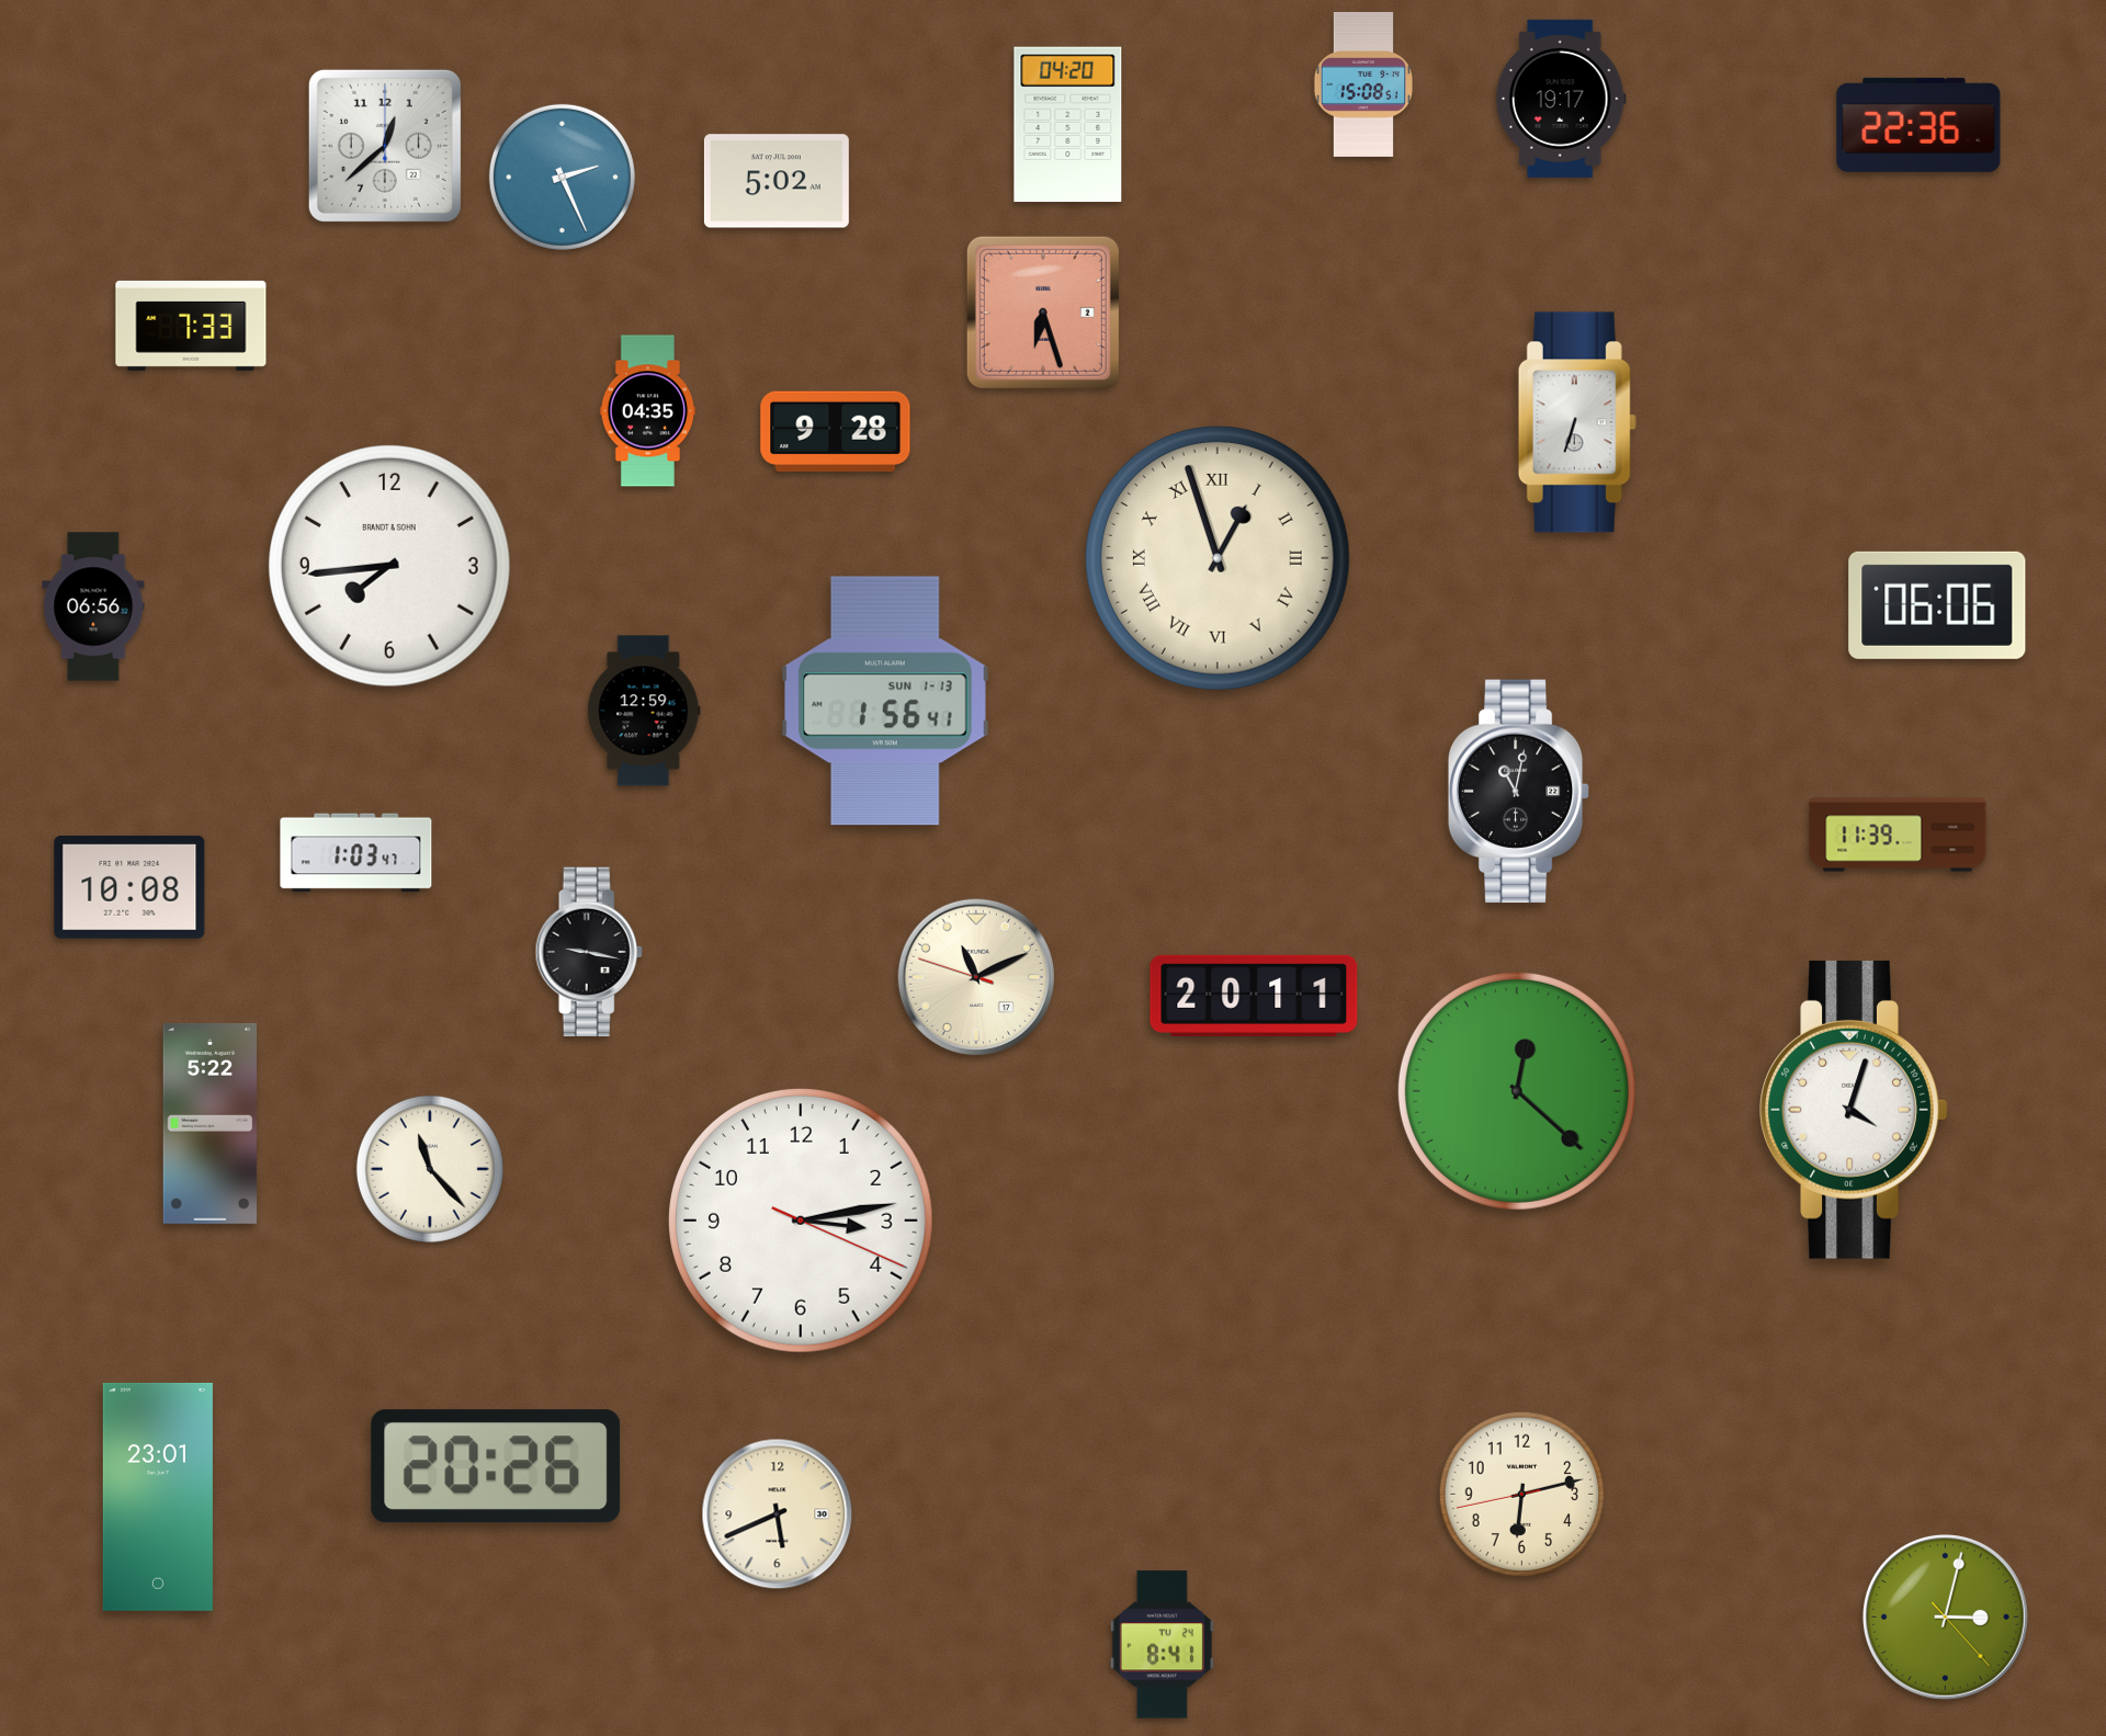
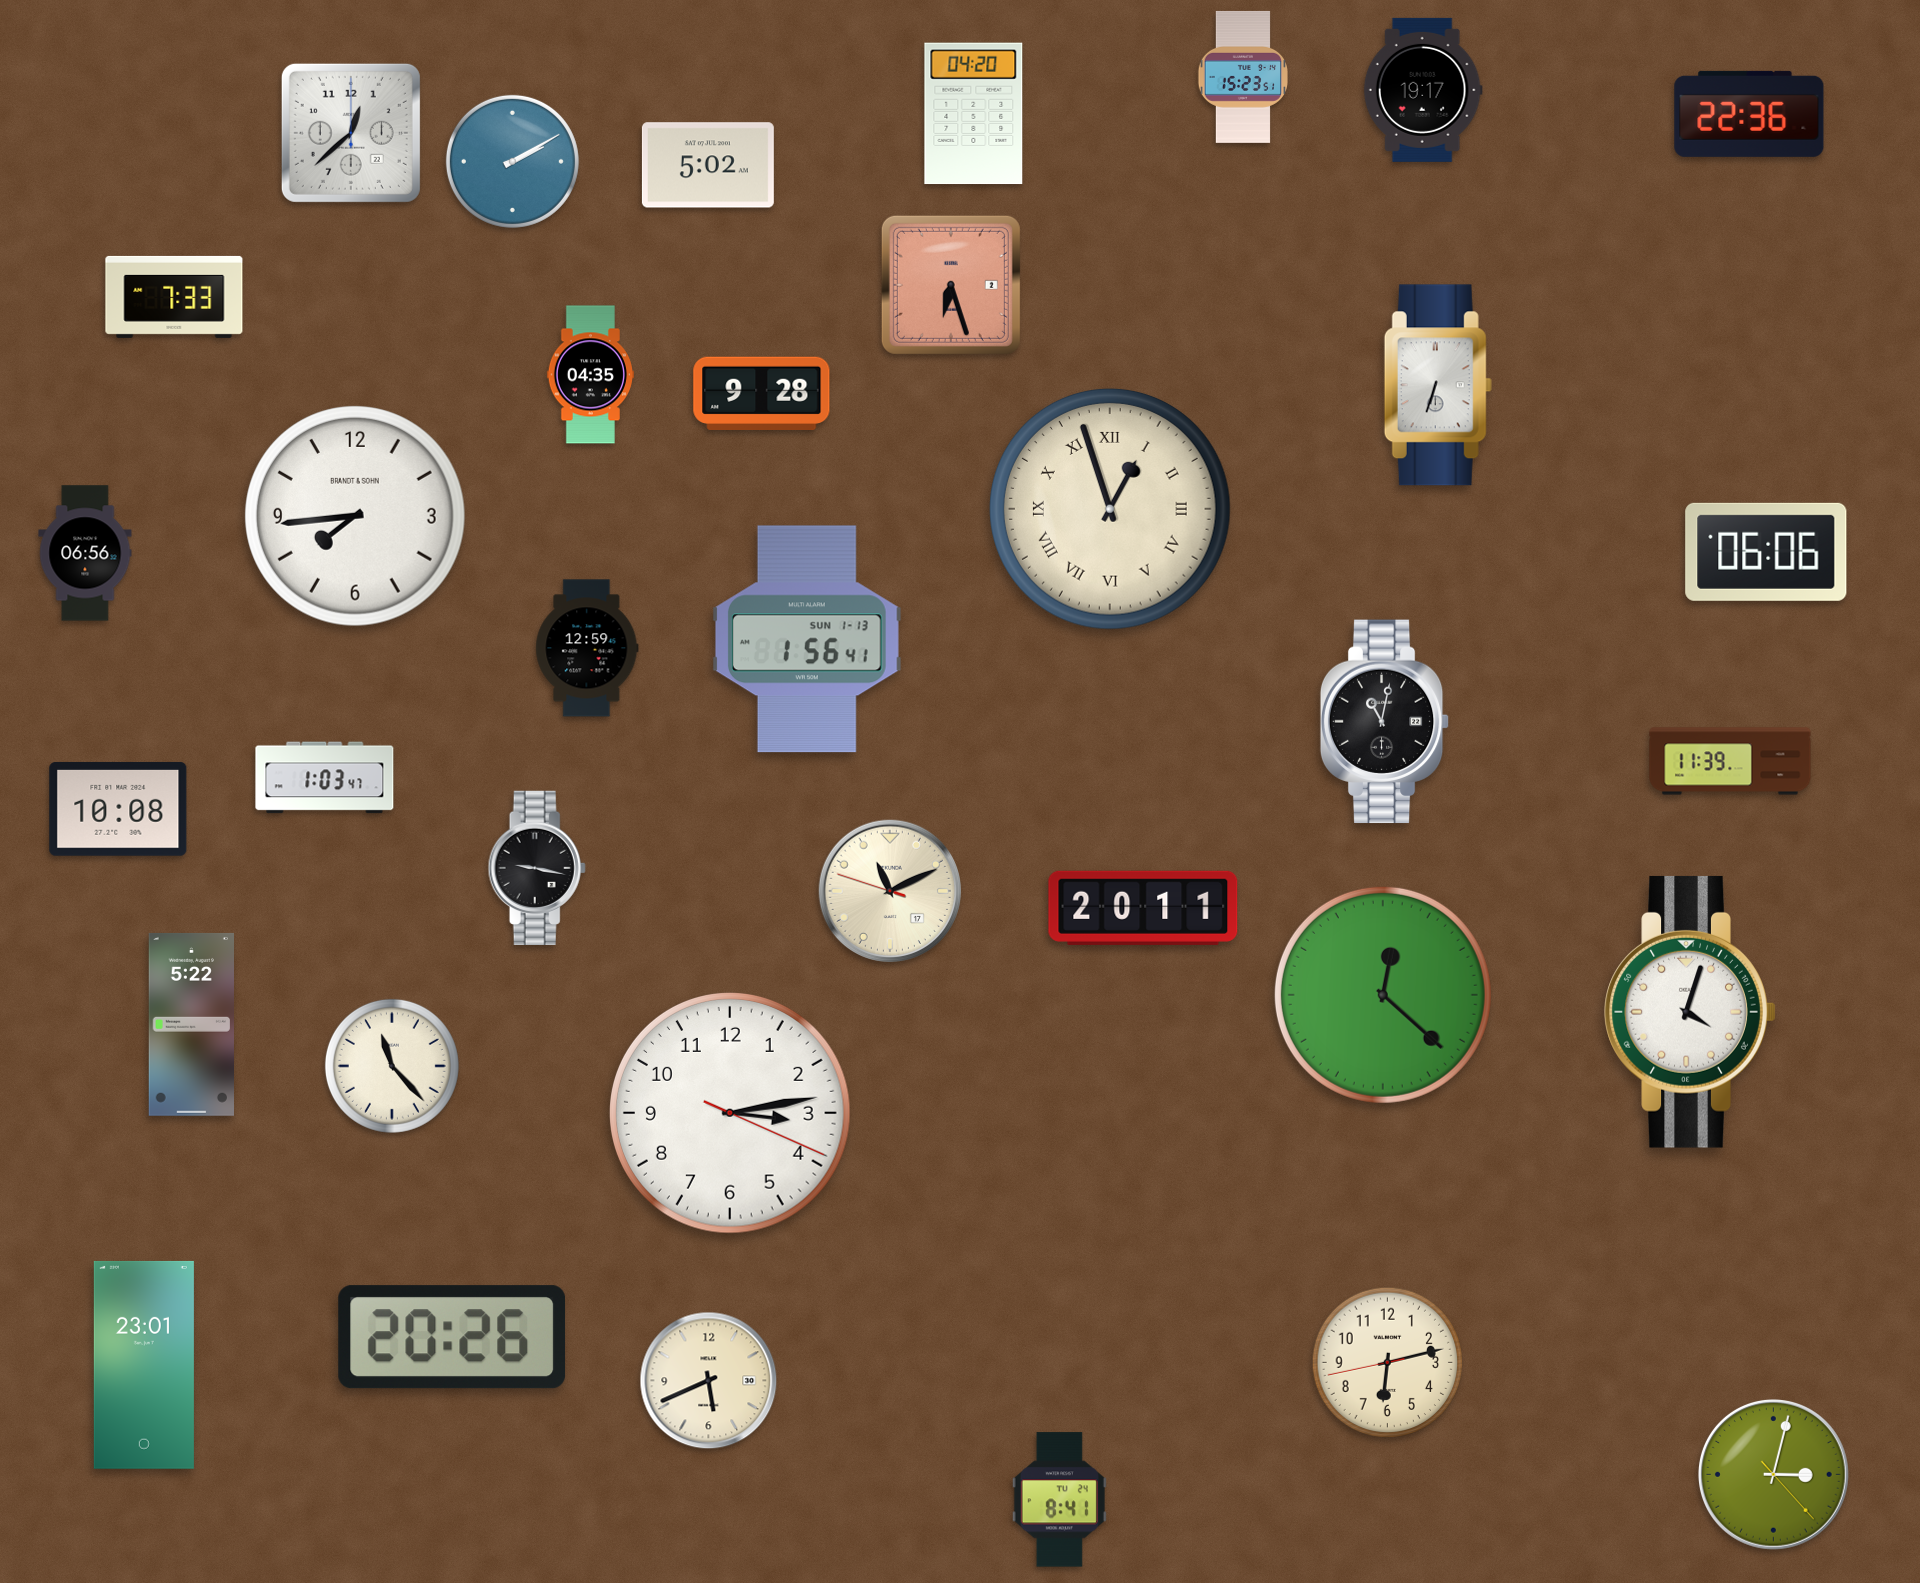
clock at (1362, 84): 15:08 -> 15:23
clock at (562, 177): 2:26 -> 2:10
